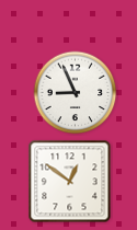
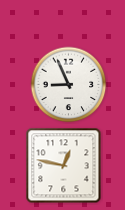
clock at (70, 182): 12:51 -> 12:47
